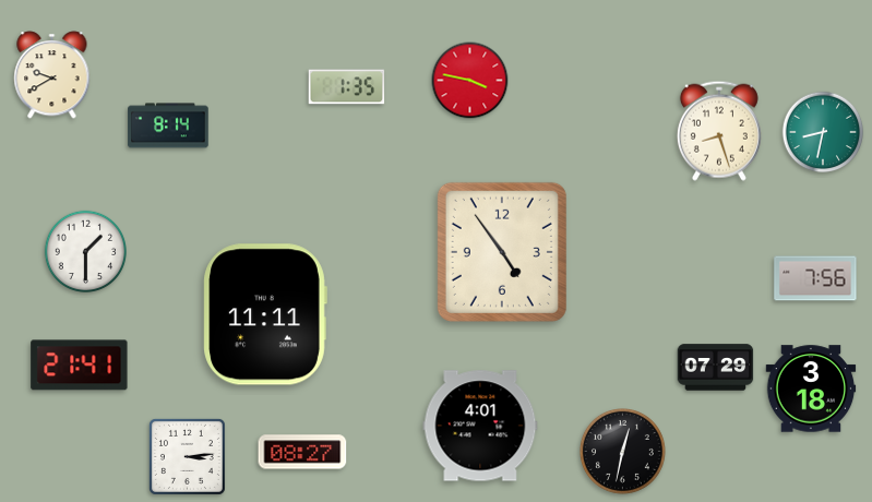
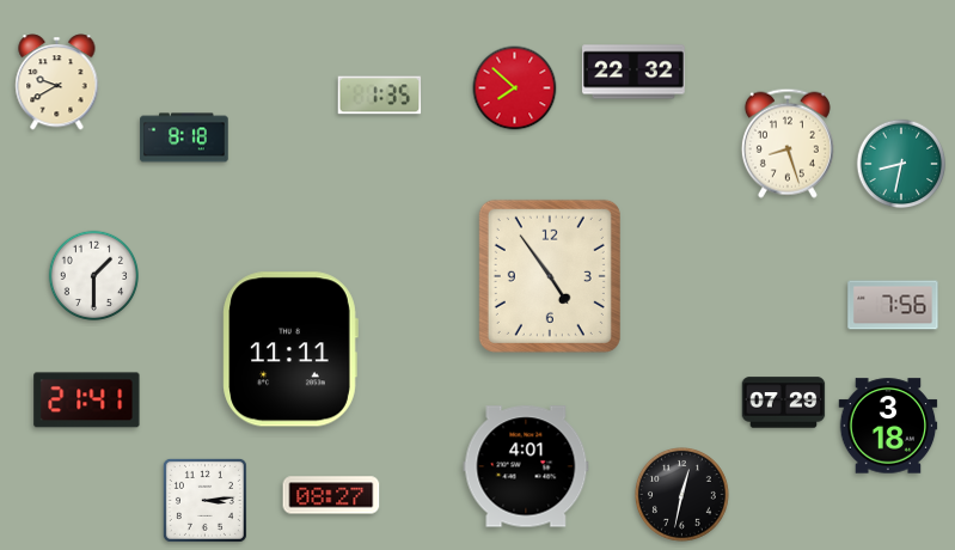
clock at (635, 72): none -> 22:32
clock at (470, 81): 3:47 -> 7:52
clock at (168, 125): 8:14 -> 8:18
clock at (823, 132) position: (823, 132) -> (901, 164)
clock at (265, 314) position: (265, 314) -> (290, 349)
